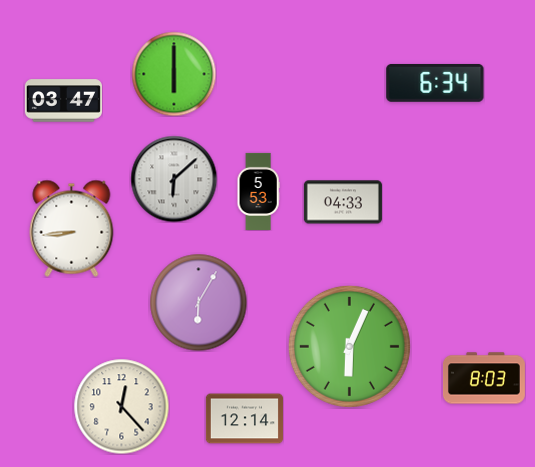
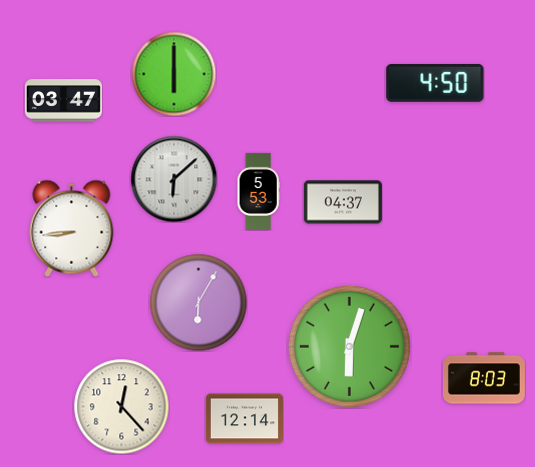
clock at (435, 83): 6:34 -> 4:50
clock at (343, 202): 04:33 -> 04:37
clock at (349, 346): 6:04 -> 6:03
